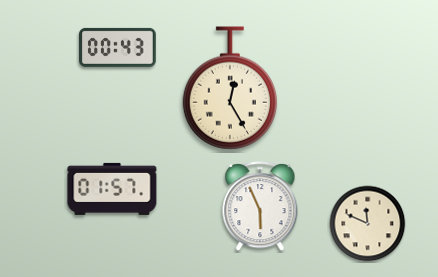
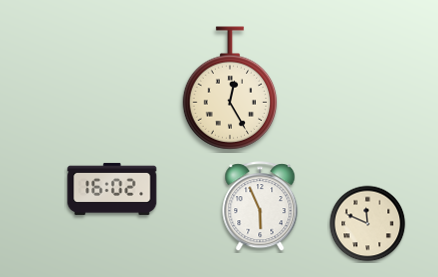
clock at (118, 47): 00:43 -> none
clock at (112, 189): 01:57 -> 16:02
